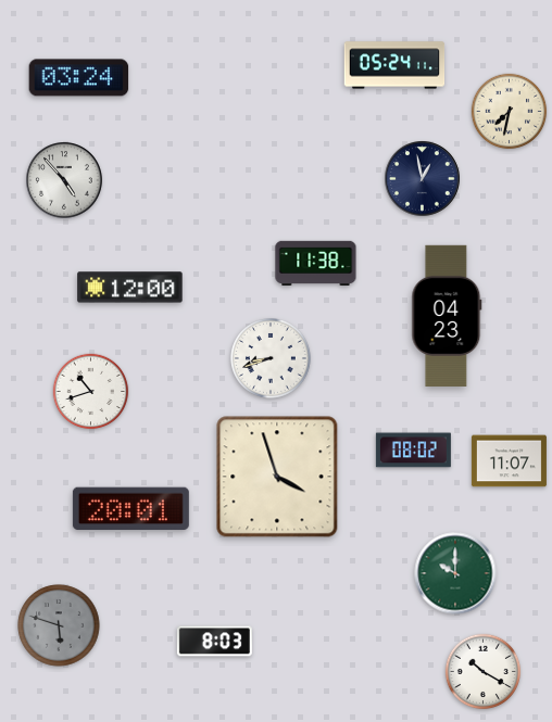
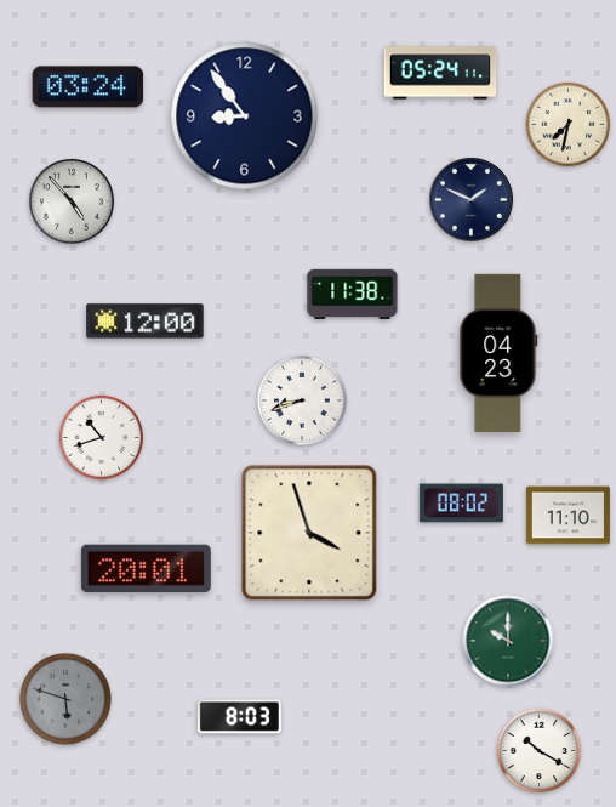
clock at (245, 116): none -> 8:54
clock at (423, 179): 12:58 -> 1:49
clock at (509, 461): 11:07 -> 11:10
